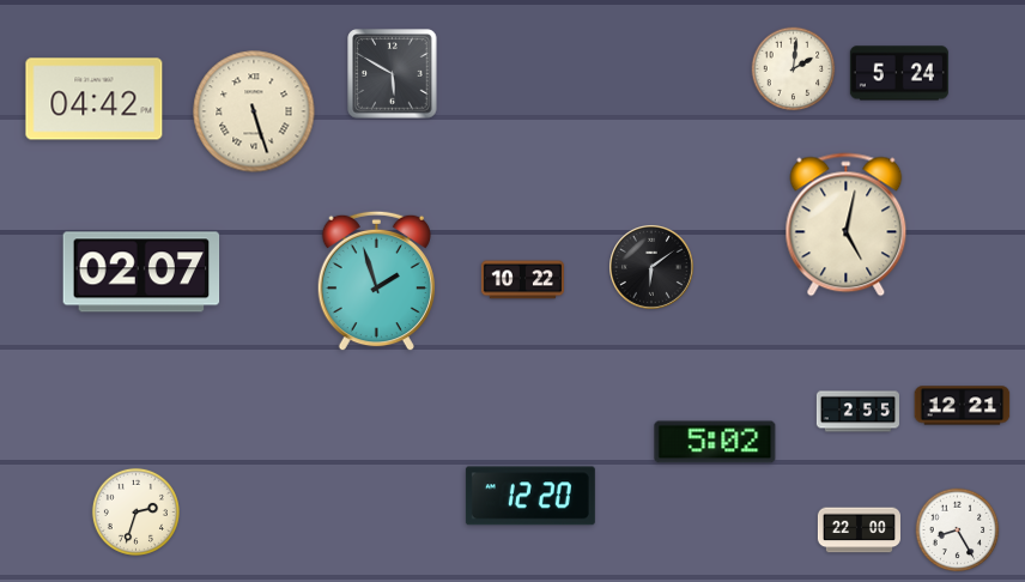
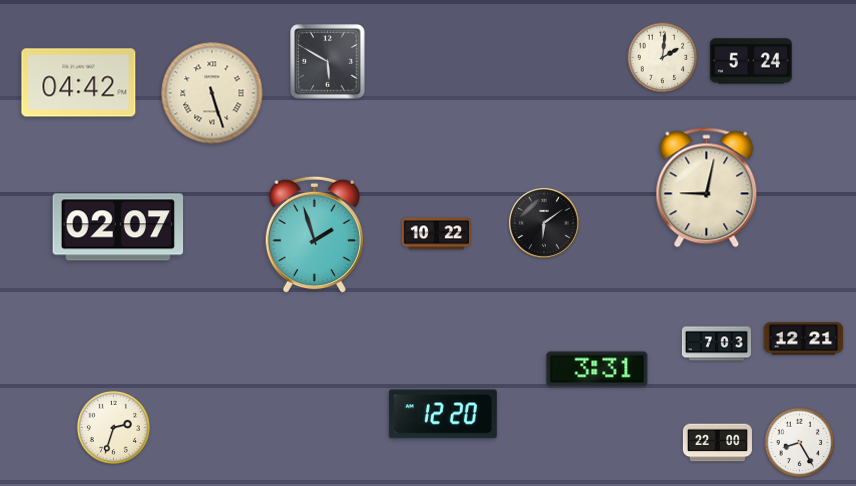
clock at (847, 225): 5:02 -> 9:02
clock at (857, 412): 2:55 -> 7:03
clock at (715, 442): 5:02 -> 3:31
